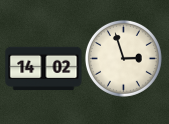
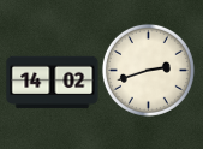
clock at (123, 58): 2:57 -> 2:42
